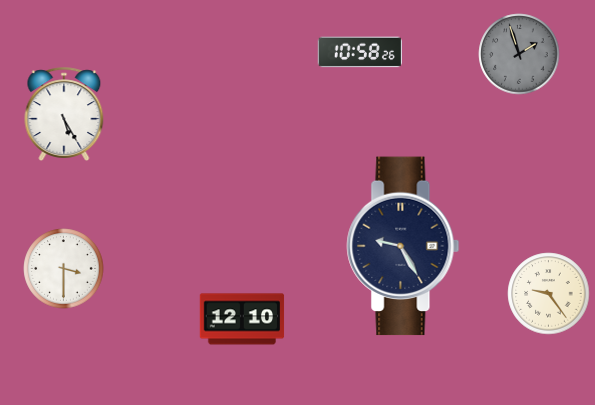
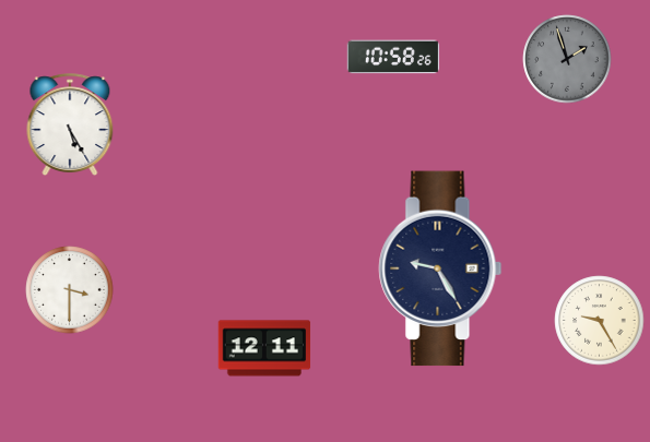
clock at (64, 269) position: (64, 269) -> (70, 290)
clock at (549, 294): 9:24 -> 9:25
clock at (242, 319): 12:10 -> 12:11
